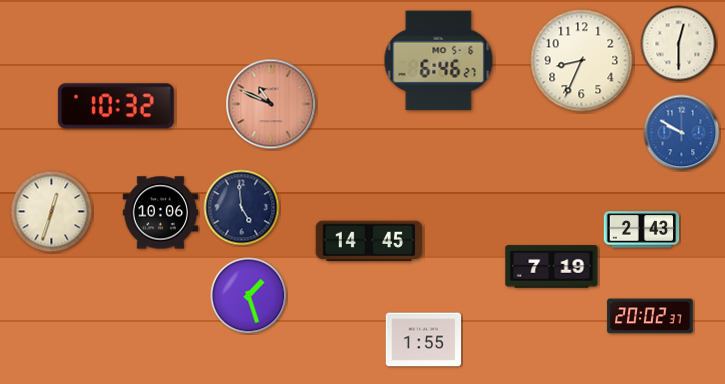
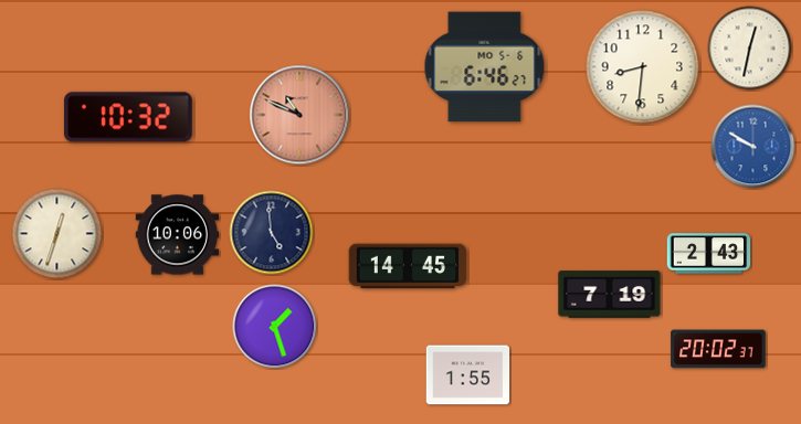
clock at (679, 44): 12:30 -> 12:32
clock at (582, 61): 8:34 -> 8:31
clock at (242, 208) position: (242, 208) -> (272, 233)
